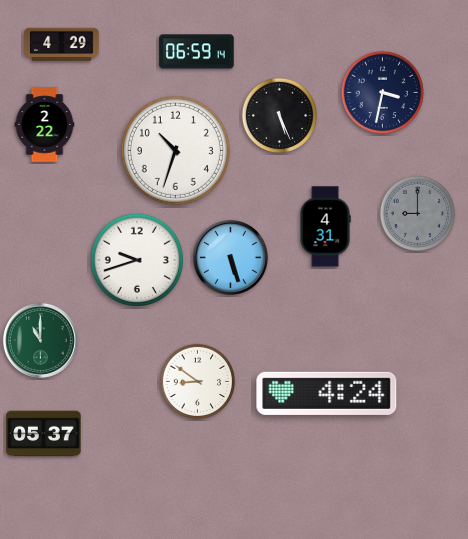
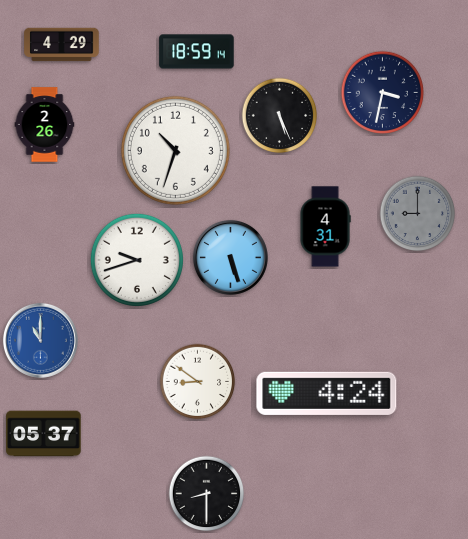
clock at (197, 52): 06:59 -> 18:59
clock at (45, 125): 2:22 -> 2:26
clock at (40, 340) dial: green -> blue
clock at (207, 494): none -> 8:30
